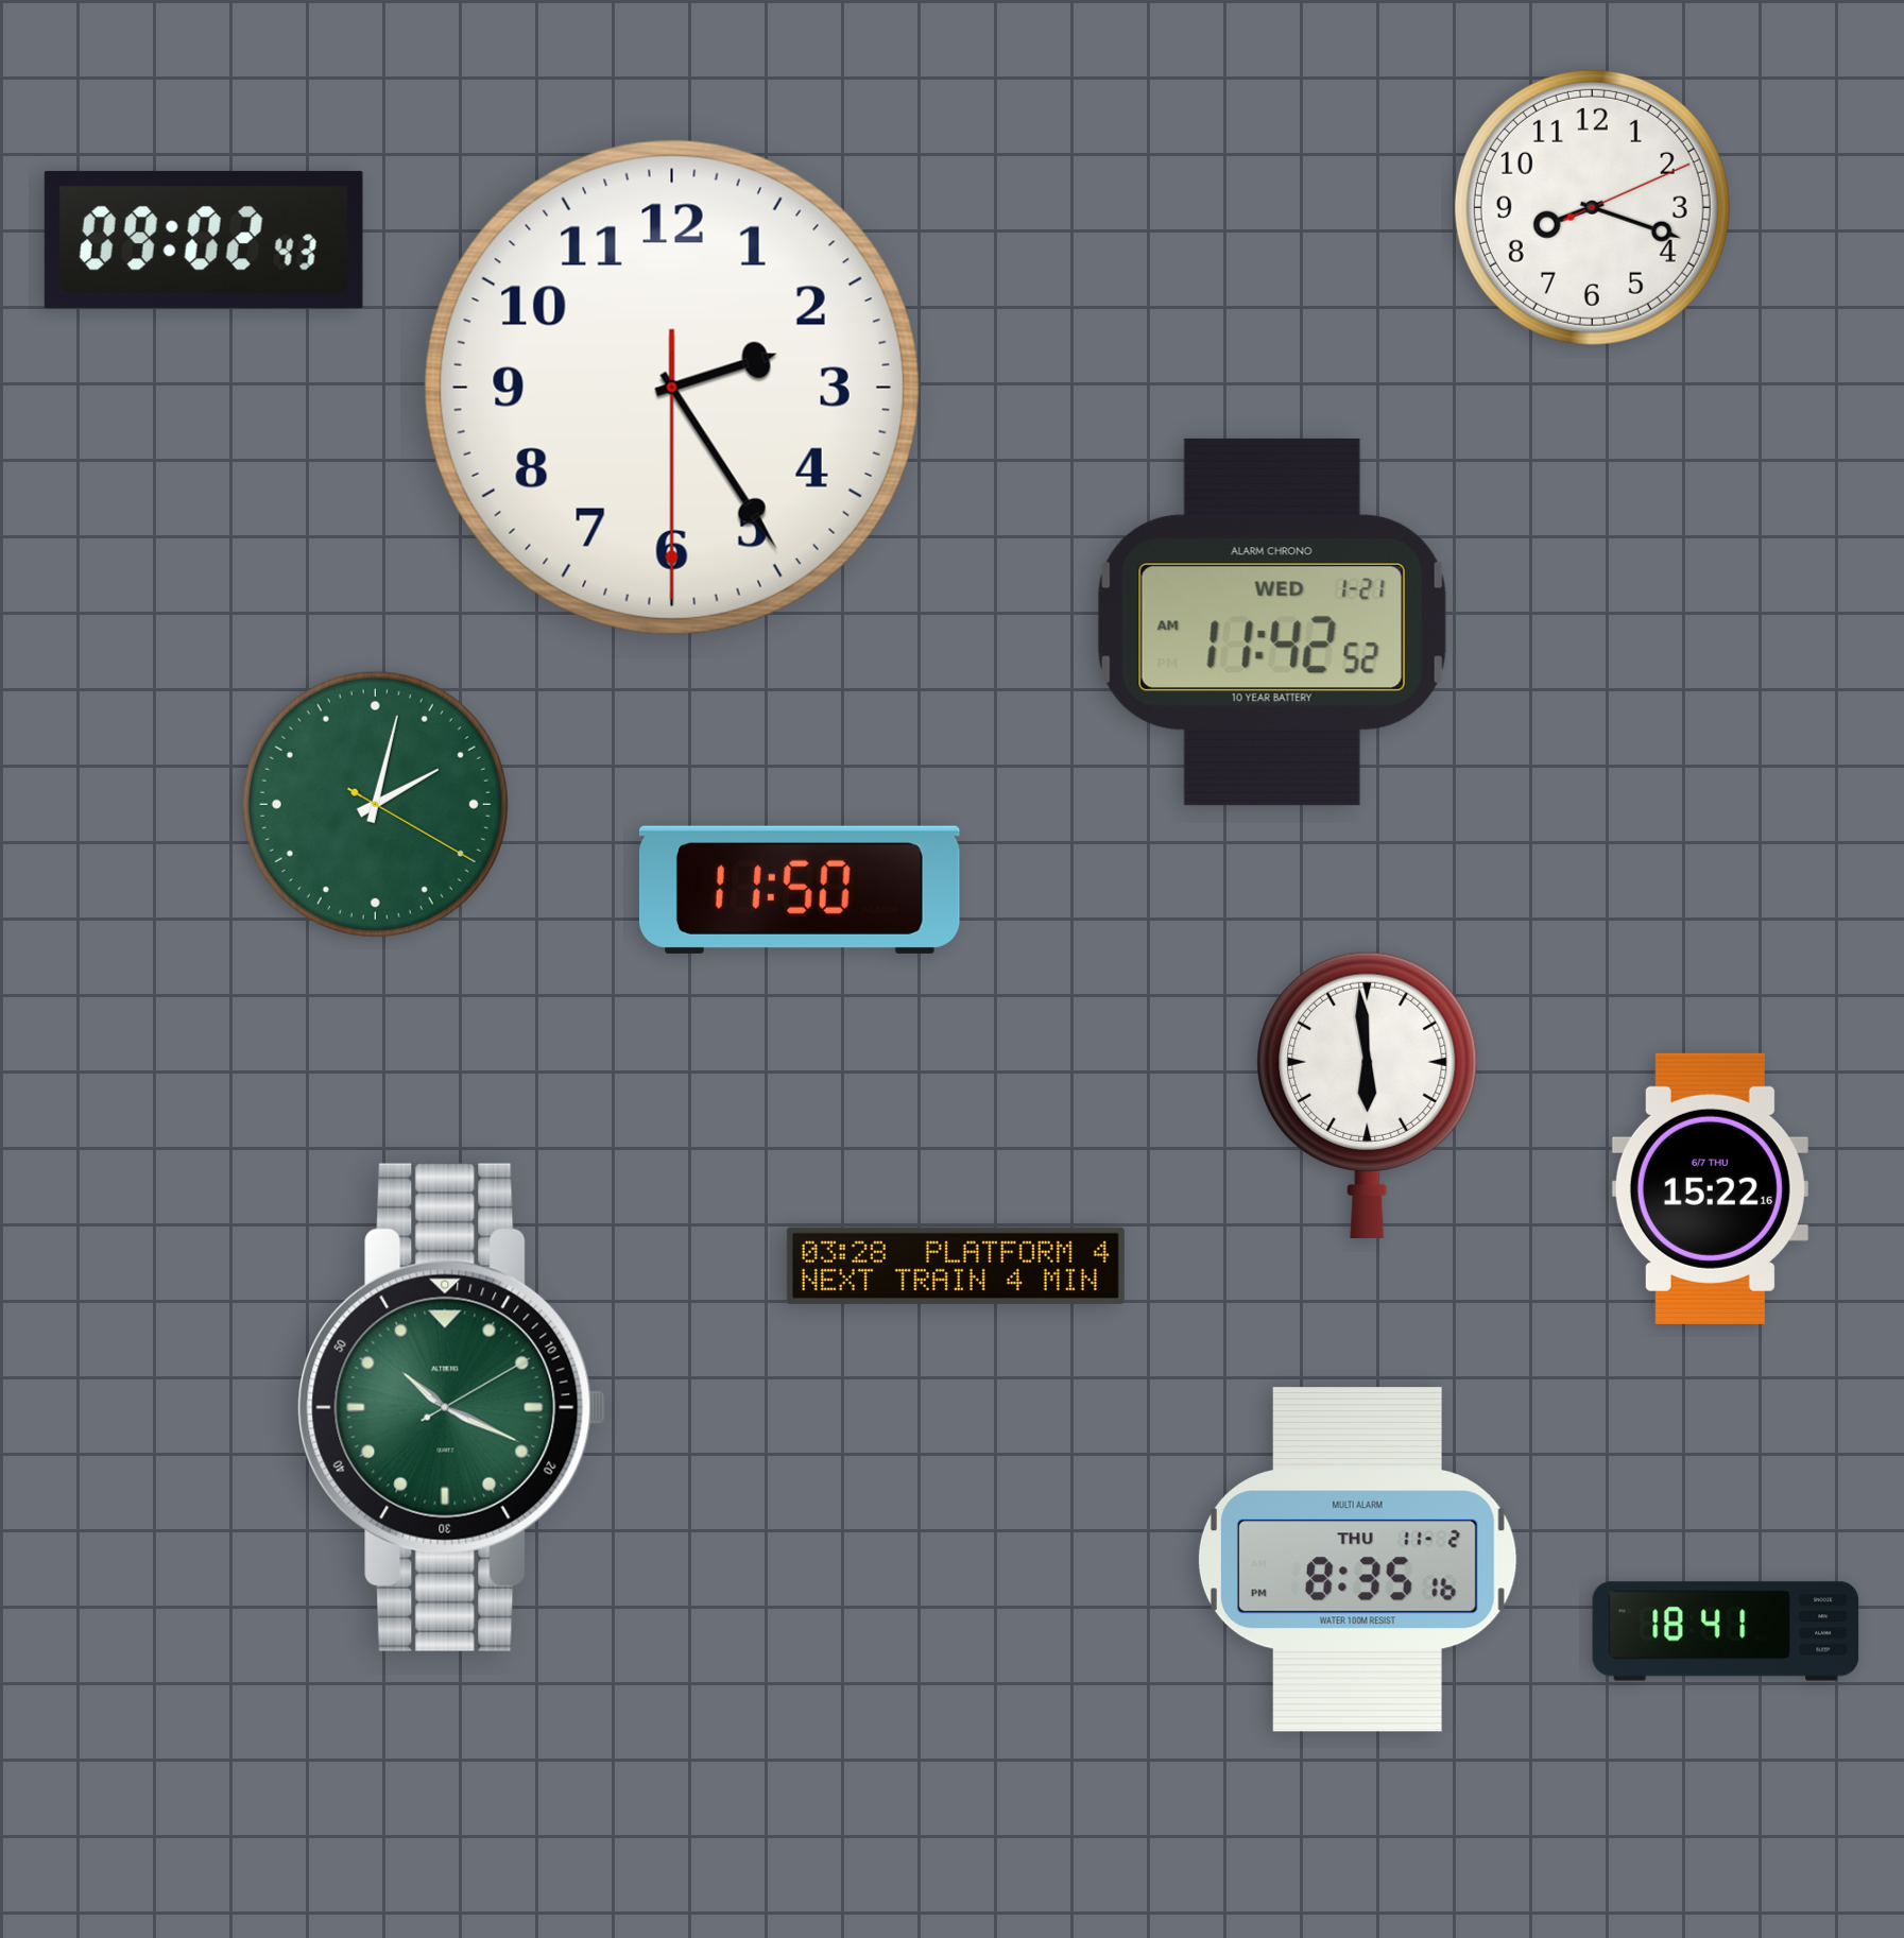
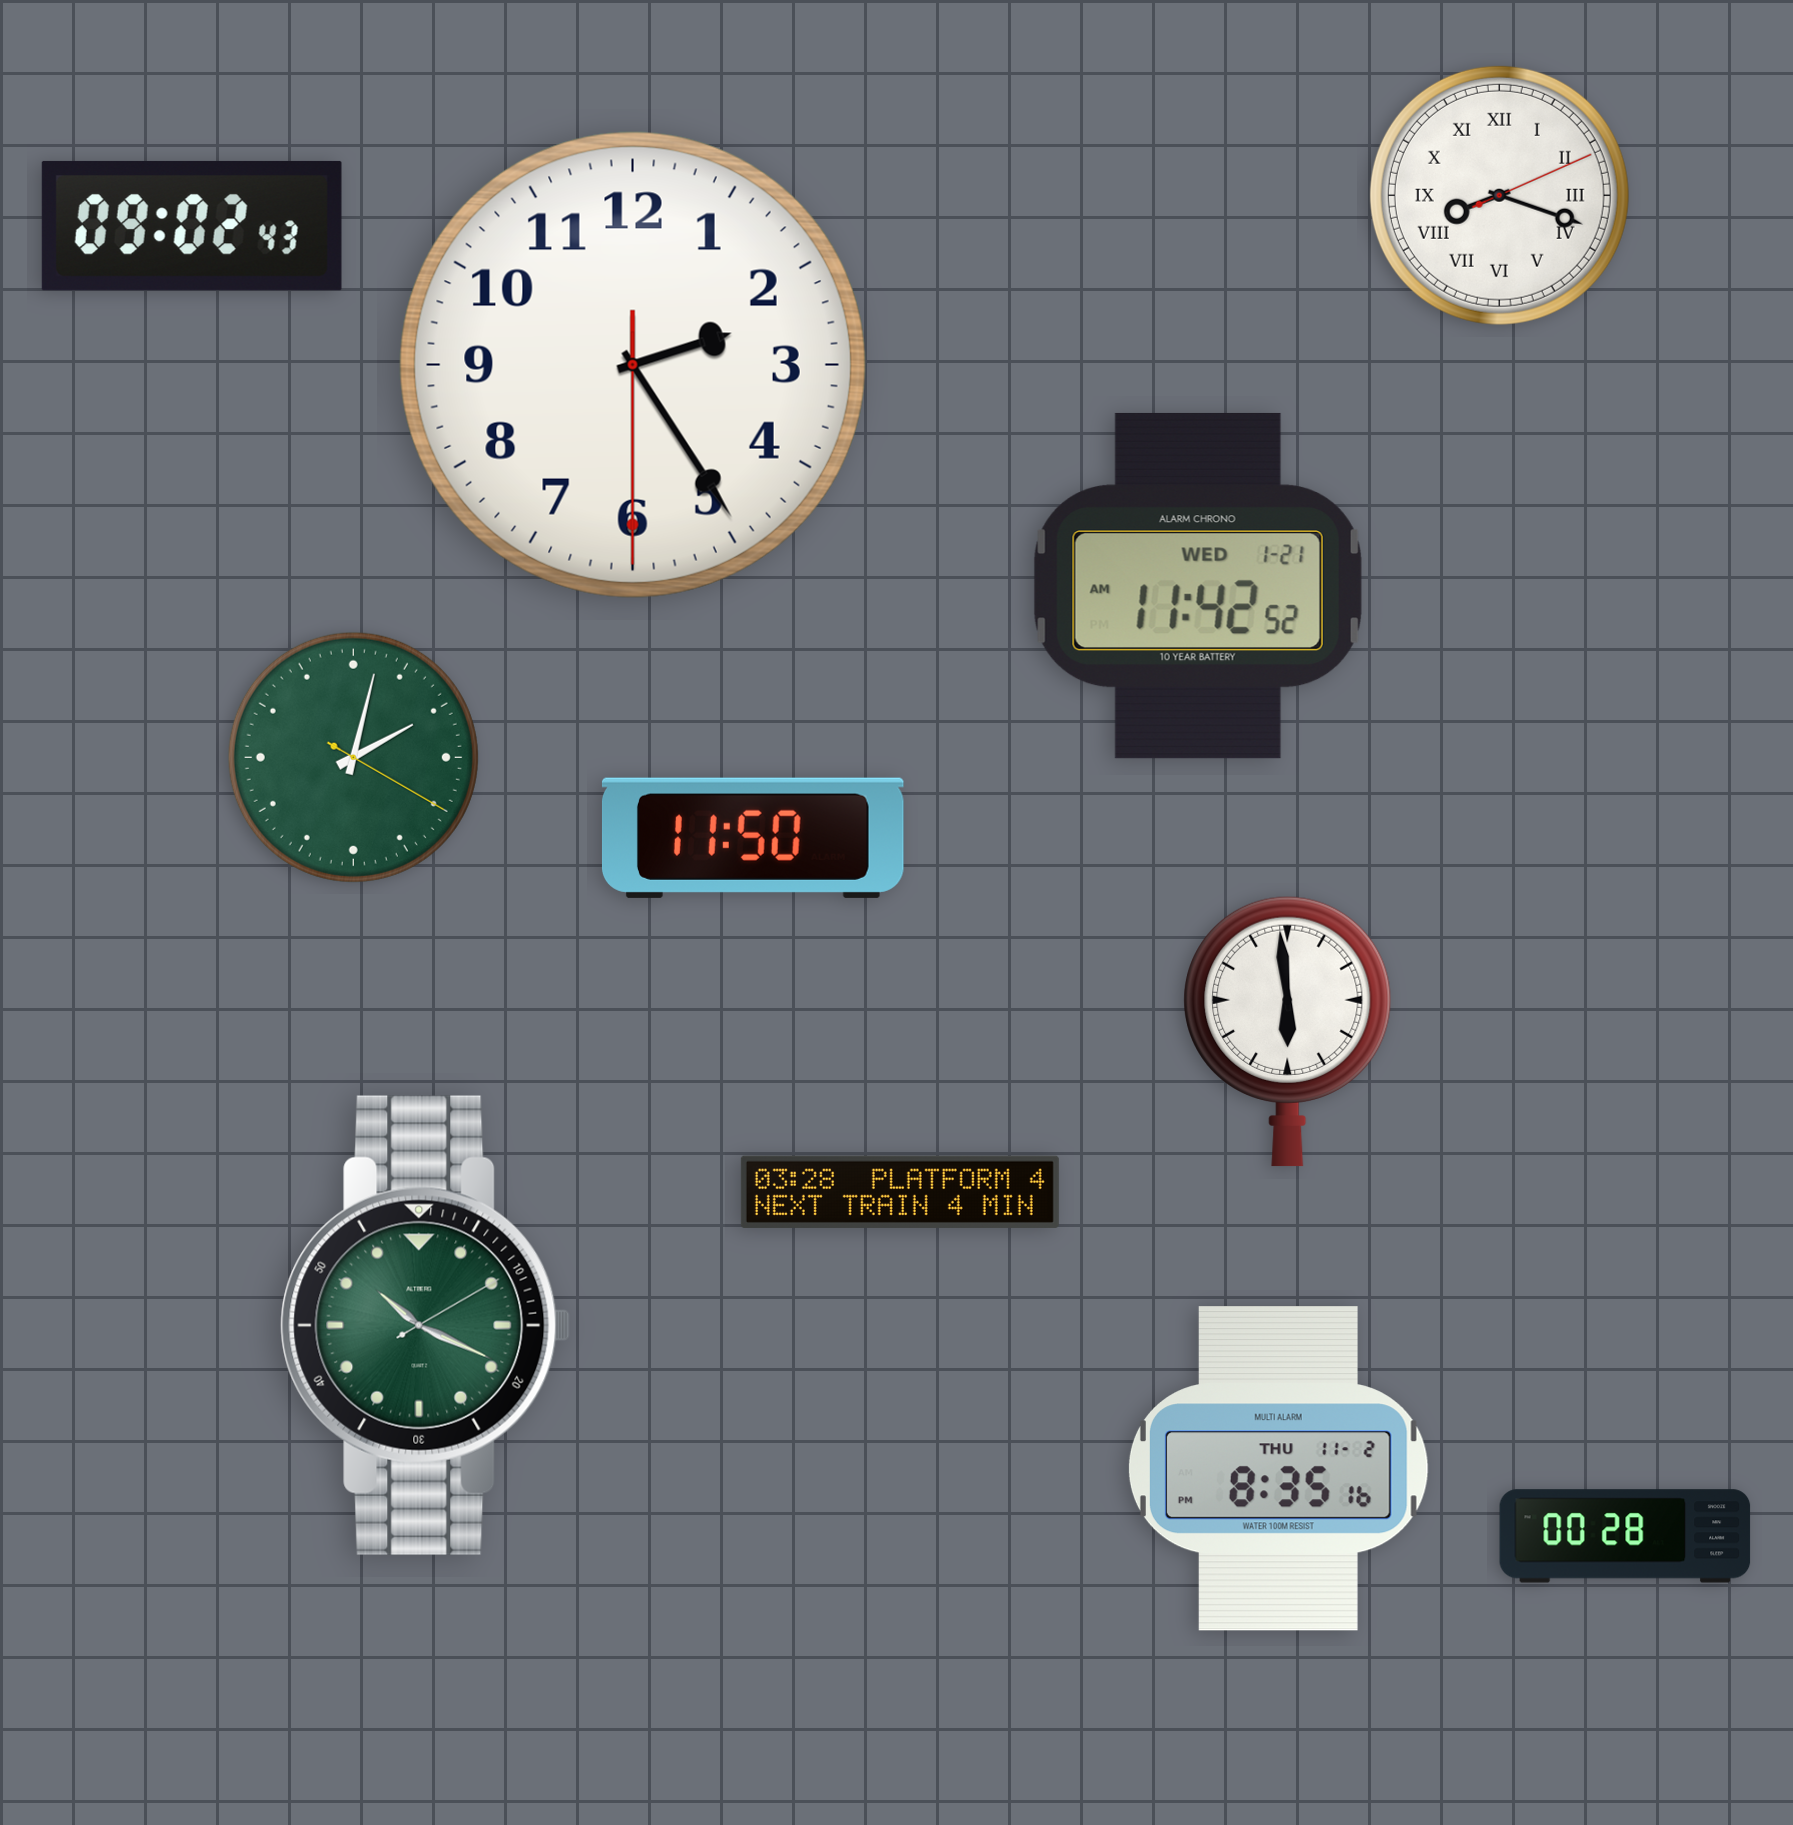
clock at (1592, 207) numerals: Arabic -> Roman
clock at (1710, 1188): 15:22 -> none
clock at (1726, 1631): 18:41 -> 00:28
